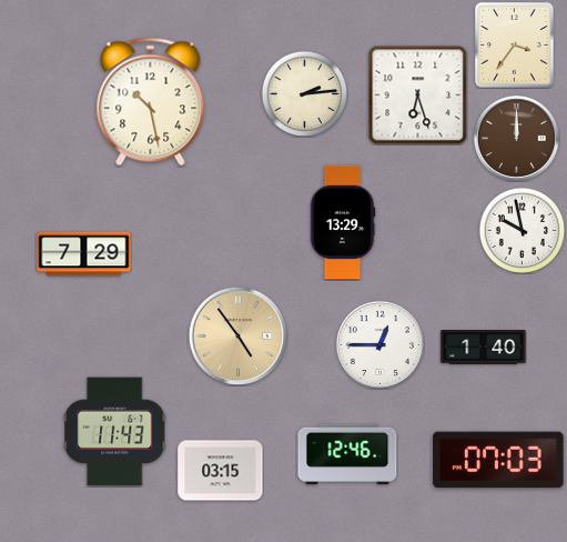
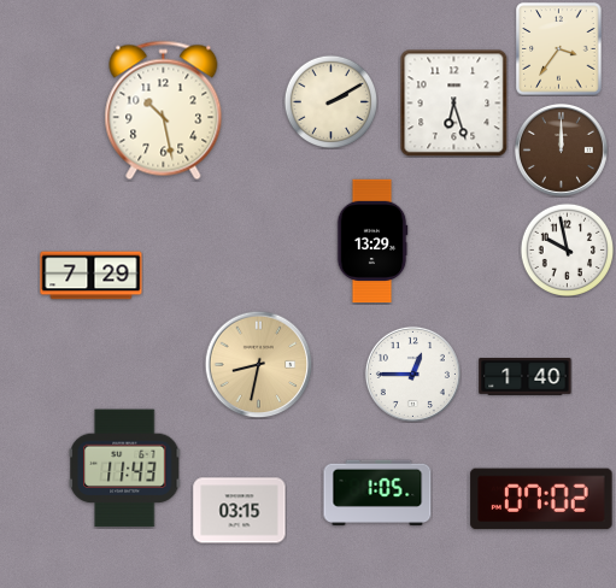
clock at (304, 93): 2:14 -> 2:10
clock at (237, 335): 4:54 -> 8:32
clock at (347, 454): 12:46 -> 1:05
clock at (498, 460): 07:03 -> 07:02
